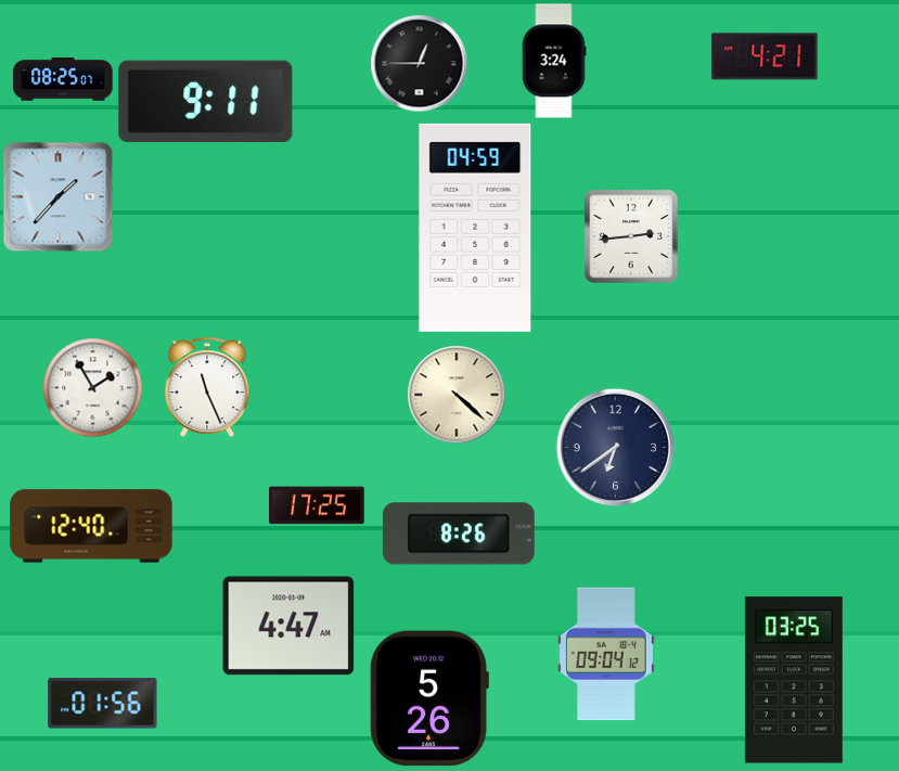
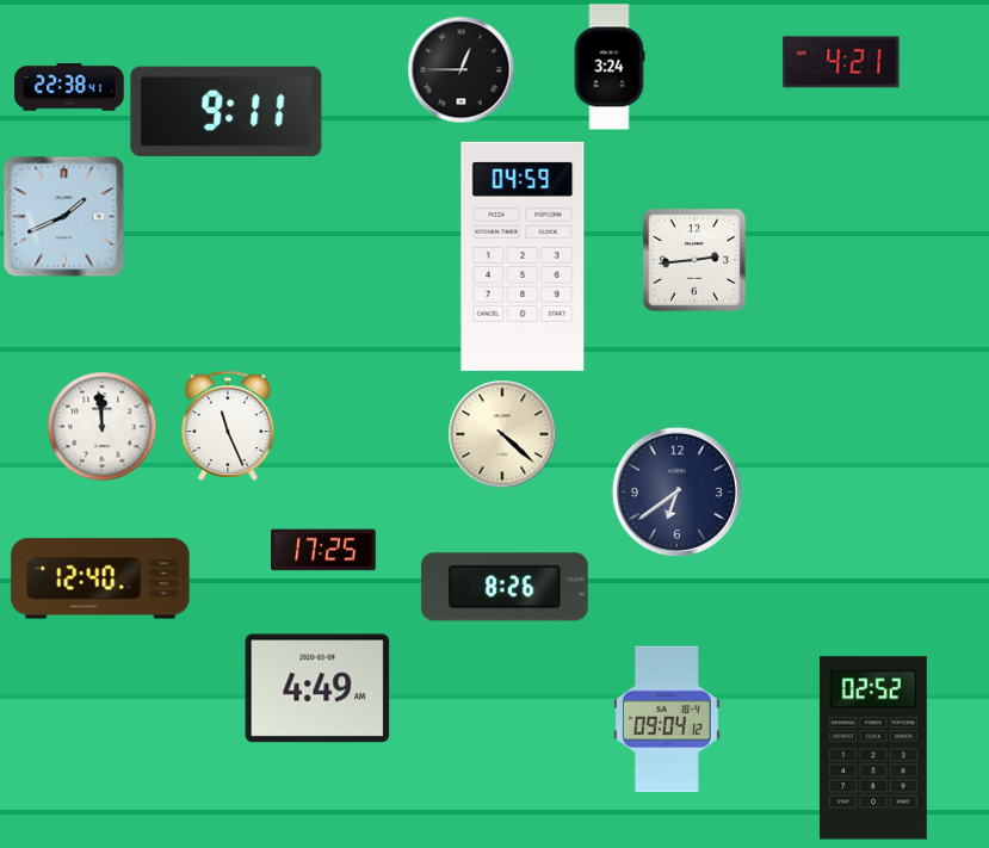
clock at (63, 79): 08:25 -> 22:38
clock at (57, 196): 1:37 -> 1:41
clock at (475, 228) position: (475, 228) -> (523, 256)
clock at (92, 387): 1:55 -> 11:59
clock at (318, 505) position: (318, 505) -> (324, 550)
clock at (288, 626): 4:47 -> 4:49
clock at (794, 680): 03:25 -> 02:52
clock at (429, 698): 5:26 -> none
clock at (103, 704): 01:56 -> none
